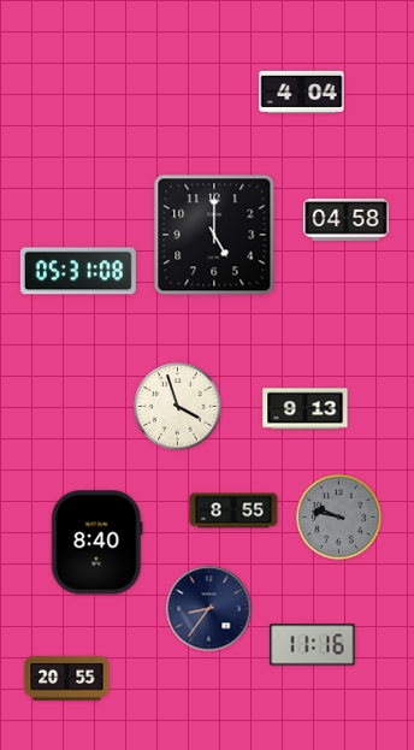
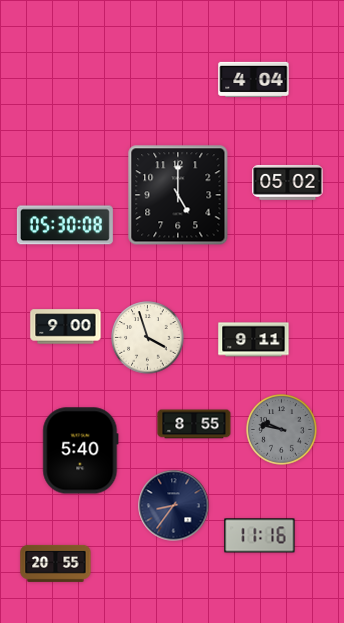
clock at (302, 91) position: (302, 91) -> (254, 79)
clock at (347, 220): 04:58 -> 05:02
clock at (78, 271): 05:31 -> 05:30
clock at (66, 327): none -> 9:00
clock at (306, 409): 9:13 -> 9:11
clock at (97, 543): 8:40 -> 5:40
